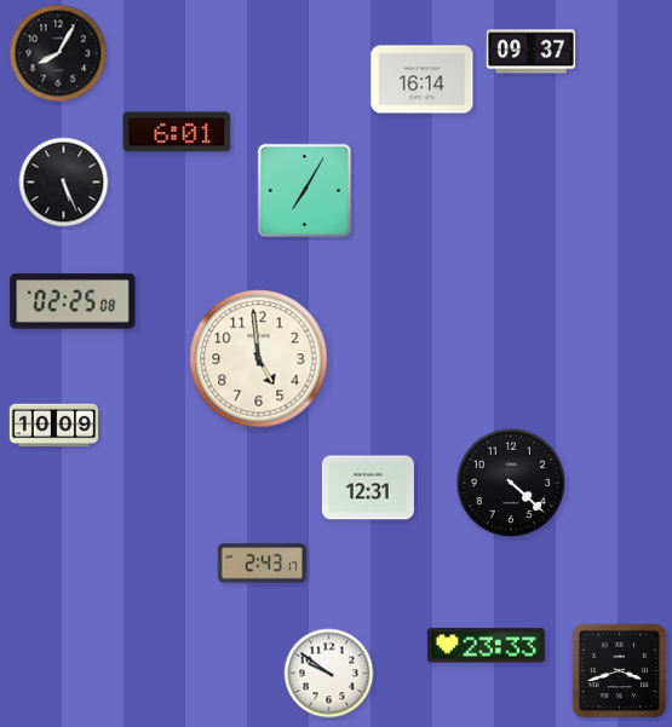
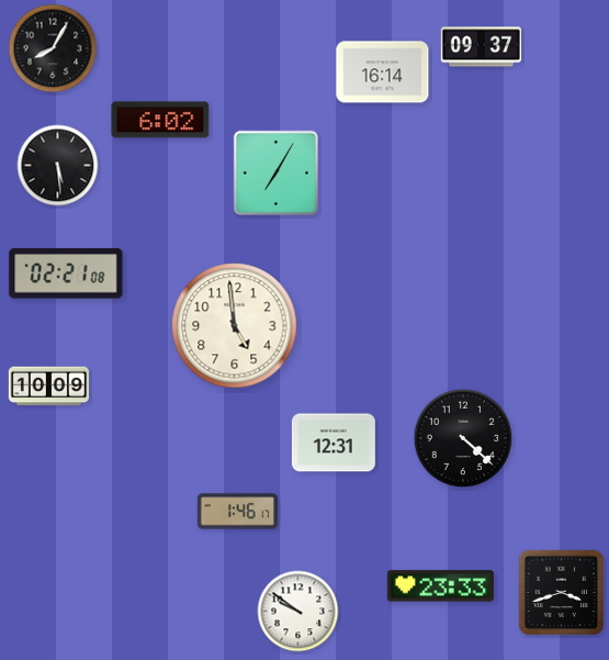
clock at (177, 132): 6:01 -> 6:02
clock at (64, 183): 5:26 -> 5:29
clock at (73, 301): 02:25 -> 02:21
clock at (262, 564): 2:43 -> 1:46
clock at (620, 671) position: (620, 671) -> (562, 593)
